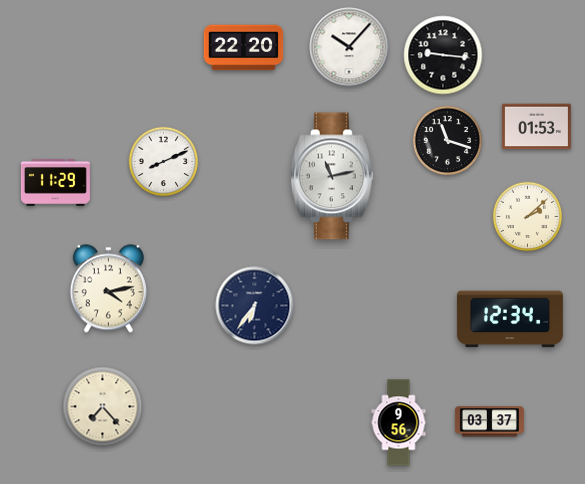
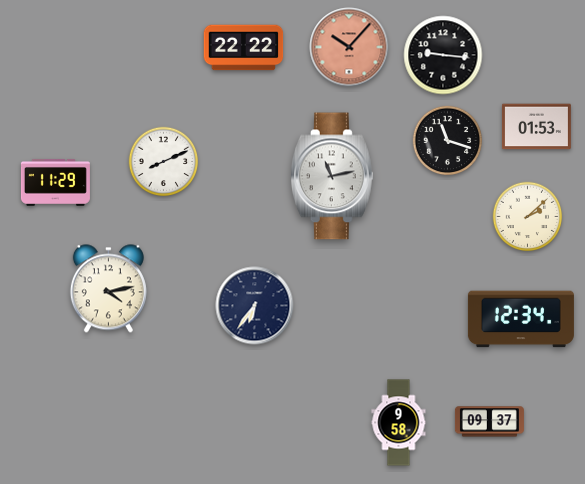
clock at (349, 47) dial: white -> salmon
clock at (244, 48): 22:20 -> 22:22
clock at (510, 319) position: (510, 319) -> (521, 319)
clock at (103, 407): 7:23 -> none
clock at (489, 422): 03:37 -> 09:37
clock at (399, 423): 9:56 -> 9:58
